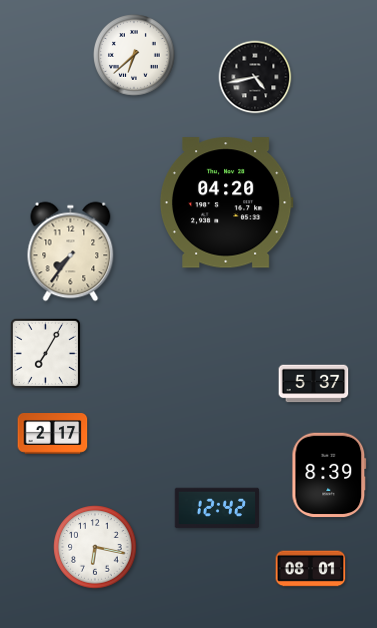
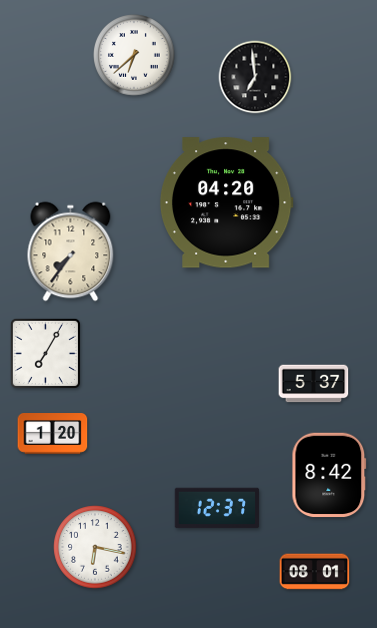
clock at (255, 77): 4:43 -> 6:59
clock at (53, 434): 2:17 -> 1:20
clock at (329, 475): 8:39 -> 8:42
clock at (217, 508): 12:42 -> 12:37
clock at (311, 569) position: (311, 569) -> (315, 572)
